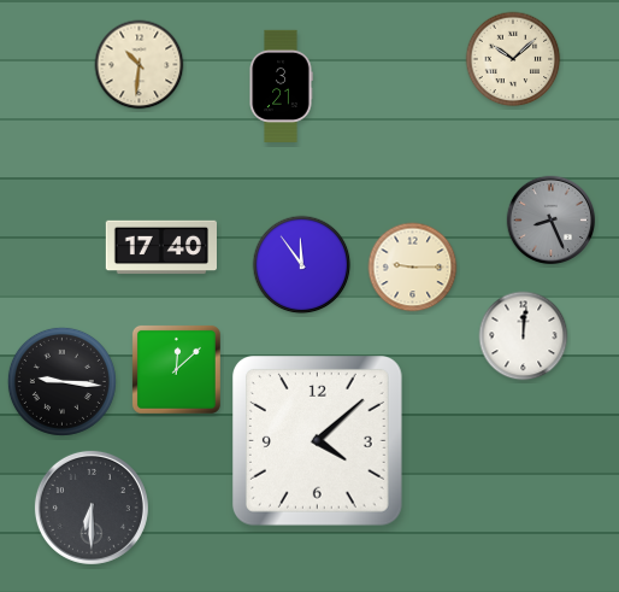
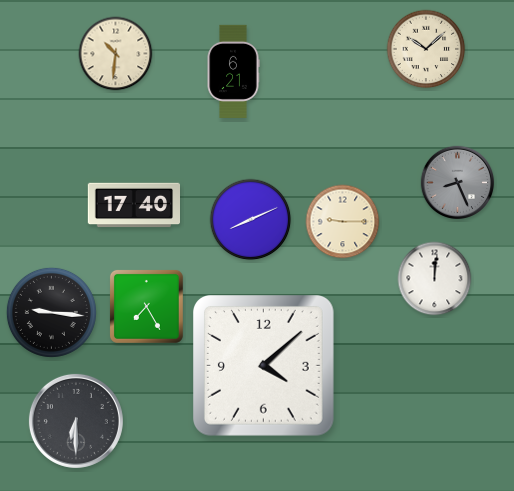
clock at (281, 86): 3:21 -> 6:21
clock at (302, 265): 11:54 -> 8:11
clock at (176, 369): 12:08 -> 7:25
clock at (61, 381) position: (61, 381) -> (51, 312)
